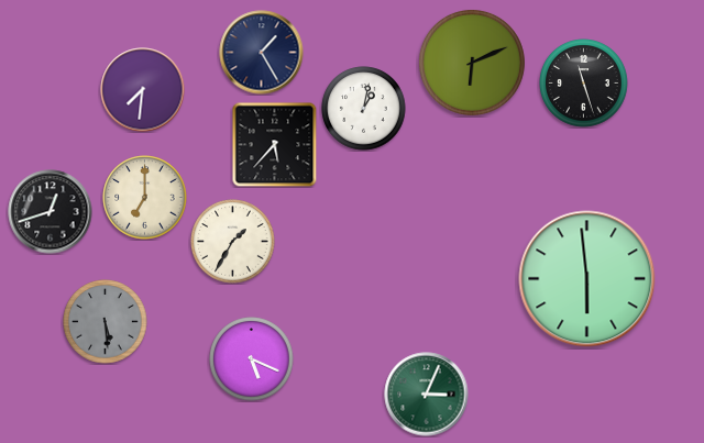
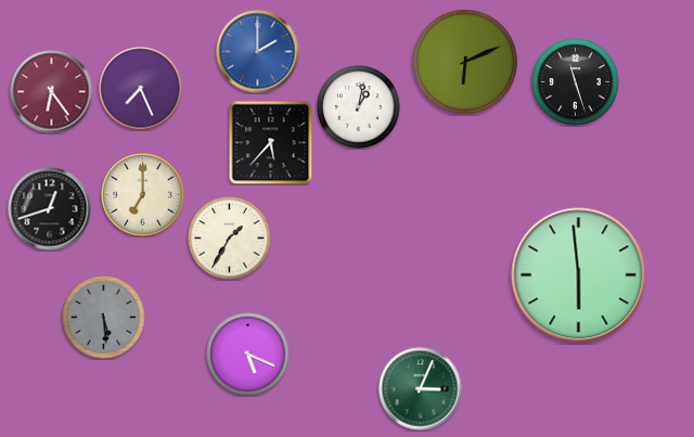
clock at (262, 53): 1:25 -> 2:00
clock at (262, 53) dial: navy -> blue
clock at (143, 90): 7:31 -> 7:26
clock at (52, 92): none -> 6:24
